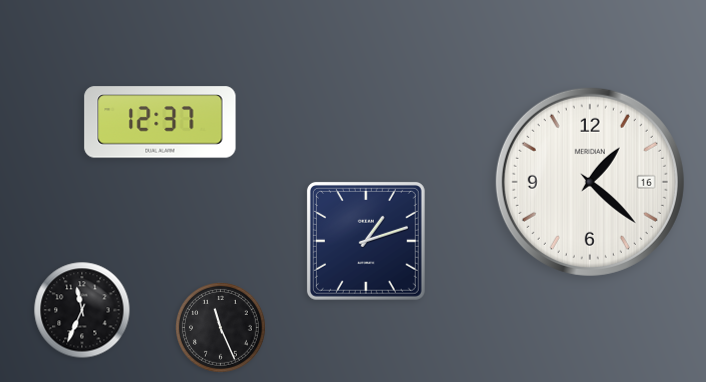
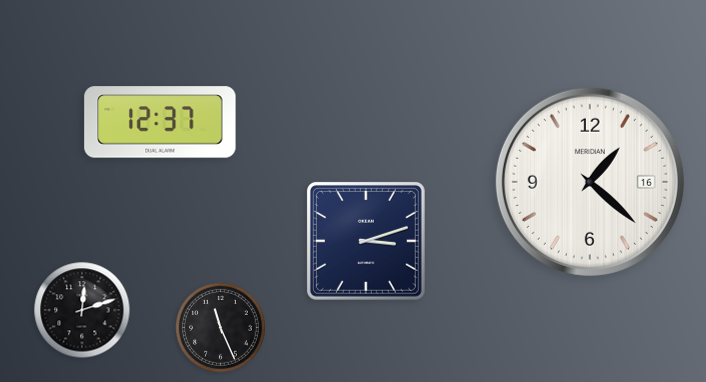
clock at (366, 241): 1:12 -> 3:12
clock at (82, 310): 11:34 -> 12:12
